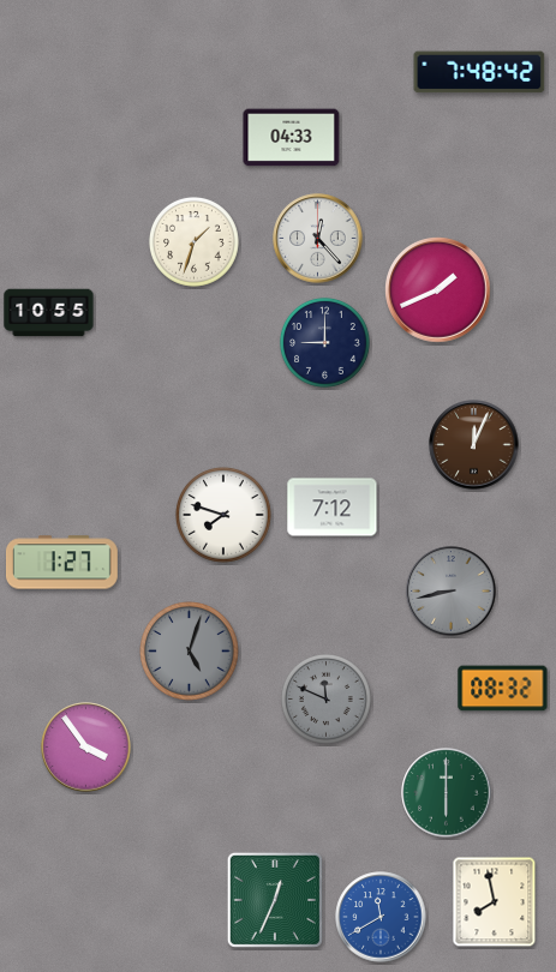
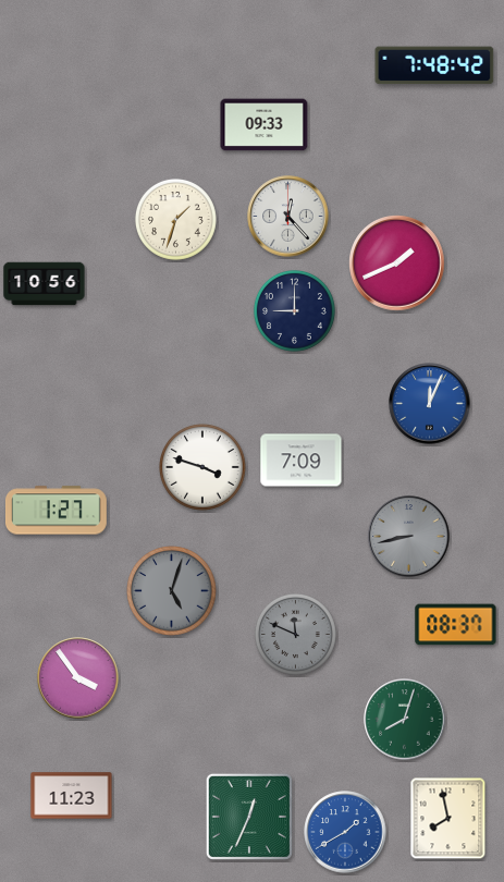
clock at (292, 138): 04:33 -> 09:33
clock at (49, 313): 10:55 -> 10:56
clock at (474, 445) dial: brown -> blue
clock at (333, 508): 7:12 -> 7:09
clock at (225, 516): 7:48 -> 3:48
clock at (503, 689): 08:32 -> 08:37
clock at (447, 793): 6:00 -> 8:03
clock at (72, 796): none -> 11:23
clock at (381, 917): 11:40 -> 1:40
